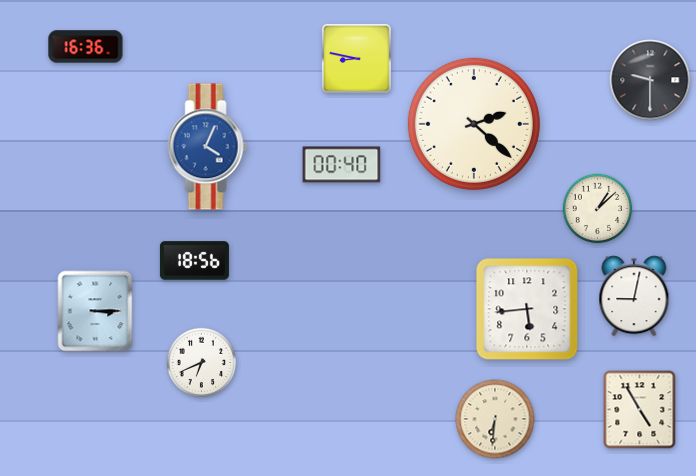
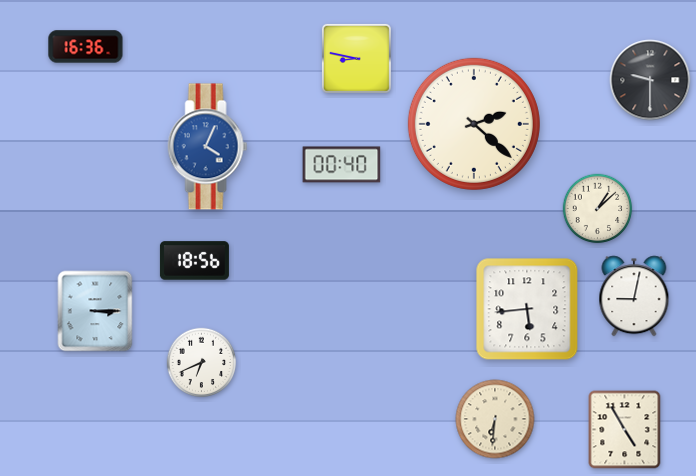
clock at (640, 410) position: (640, 410) -> (625, 430)
